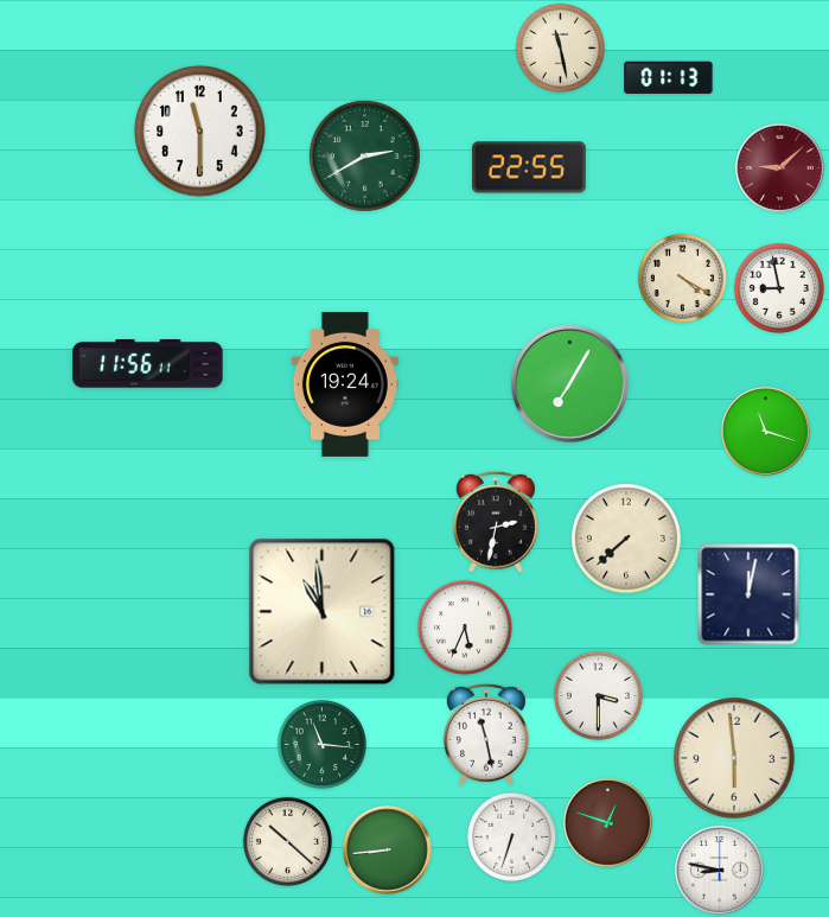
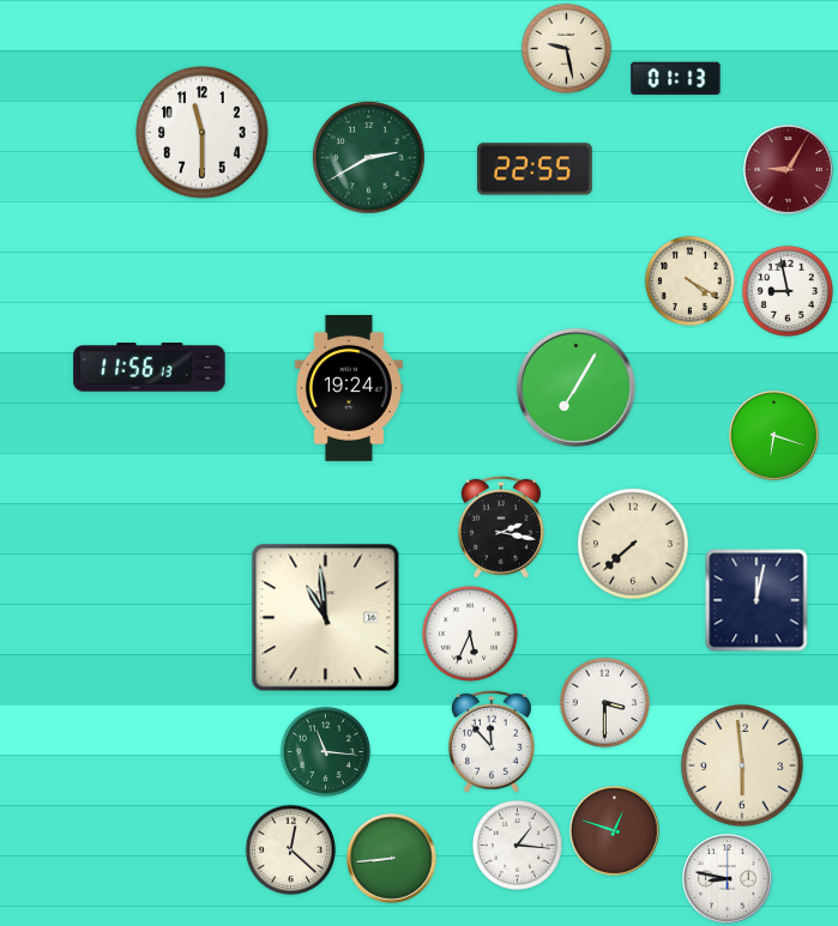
clock at (560, 47): 11:28 -> 9:28
clock at (780, 168): 9:08 -> 9:05
clock at (148, 364): 11:56:11 -> 11:56:13
clock at (766, 432): 11:18 -> 6:18
clock at (496, 522): 2:32 -> 2:17
clock at (486, 734): 11:28 -> 11:53
clock at (511, 836): 6:33 -> 1:16
clock at (287, 841): 10:22 -> 12:22
